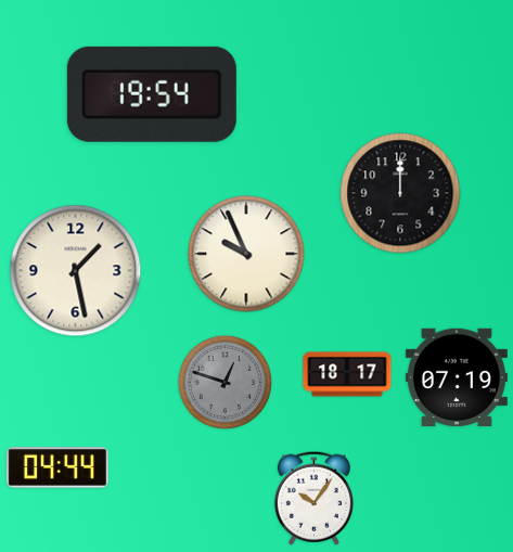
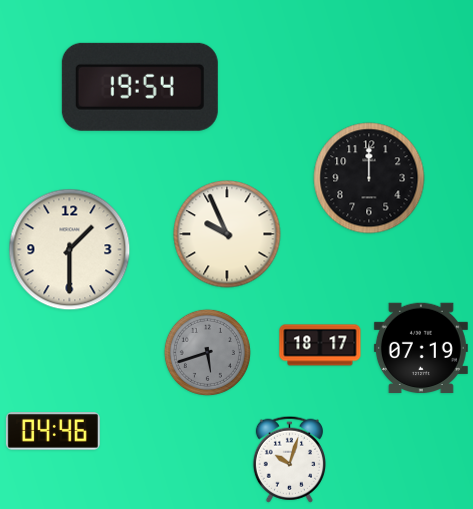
clock at (76, 271): 1:28 -> 1:30
clock at (225, 382): 12:48 -> 5:42
clock at (57, 467): 04:44 -> 04:46
clock at (313, 498): 10:06 -> 10:03
